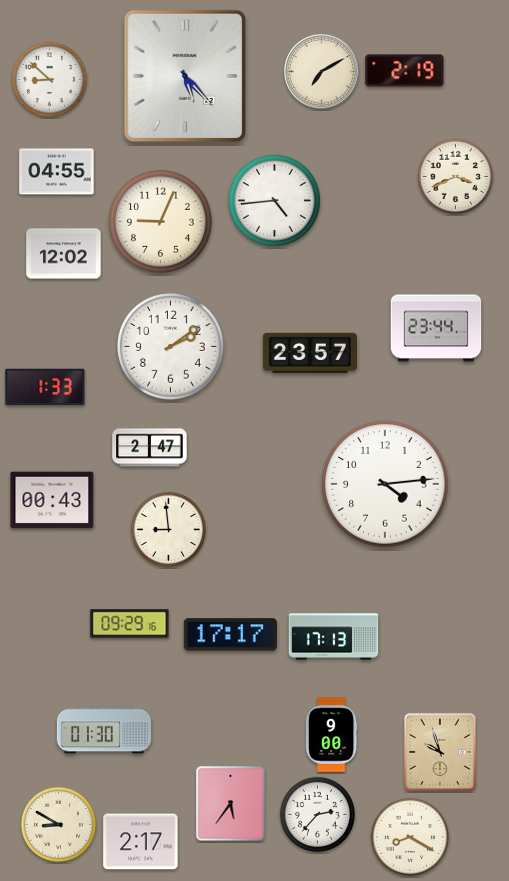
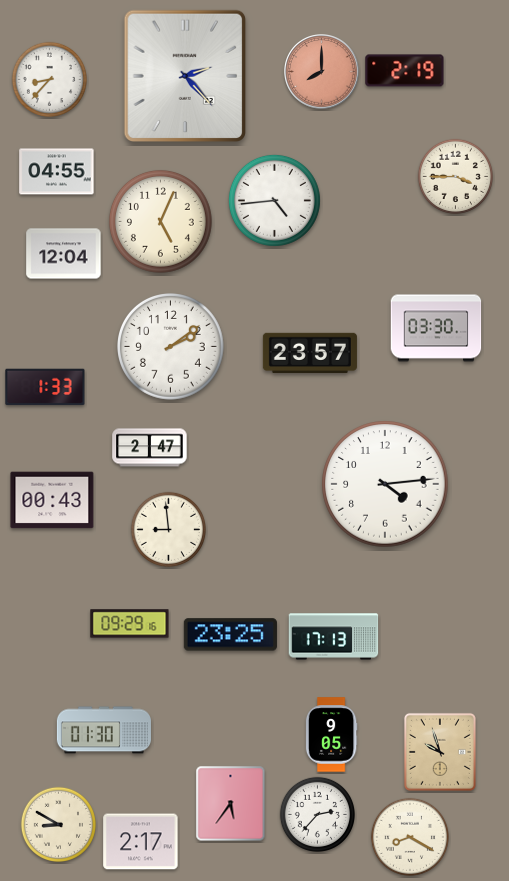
clock at (322, 72): 7:10 -> 8:00
clock at (322, 72) dial: cream -> salmon
clock at (184, 75): 5:23 -> 2:23
clock at (49, 79): 8:52 -> 8:37
clock at (455, 176): 3:41 -> 3:45
clock at (160, 221): 9:04 -> 5:04
clock at (64, 254): 12:02 -> 12:04
clock at (436, 328): 23:44 -> 03:30
clock at (230, 635): 17:17 -> 23:25
clock at (331, 735): 9:00 -> 9:05
